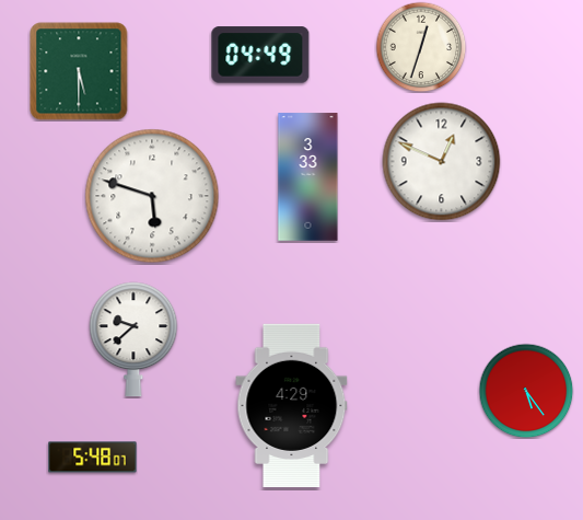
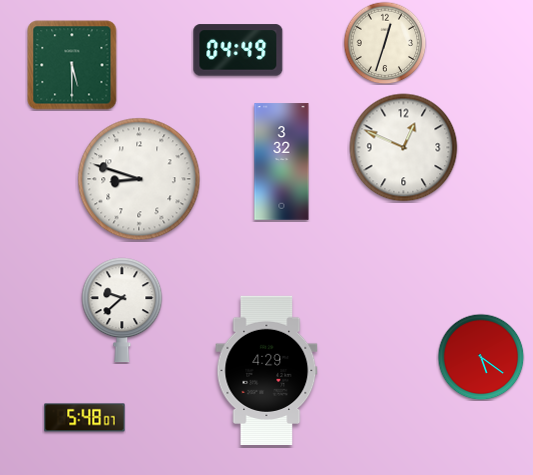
clock at (308, 177): 3:33 -> 3:32
clock at (152, 196): 5:48 -> 8:48
clock at (526, 391): 5:24 -> 5:21
